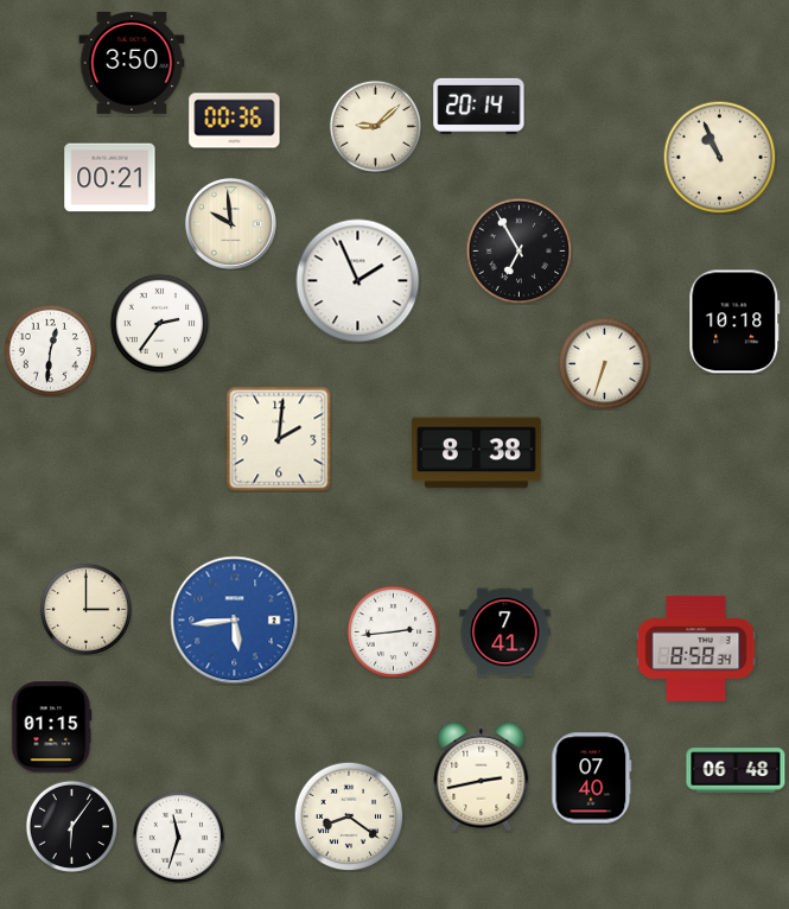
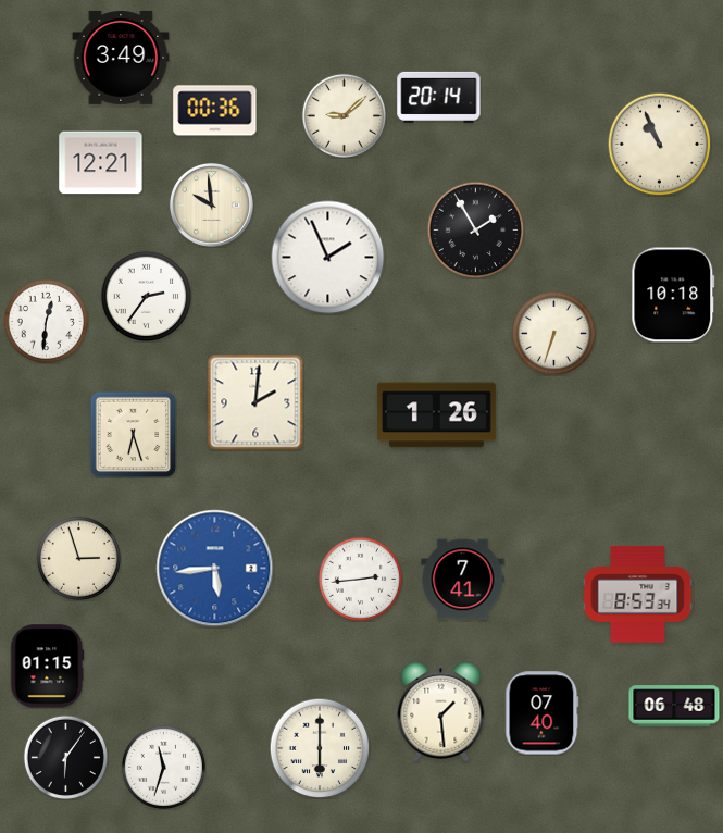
clock at (132, 64): 3:50 -> 3:49
clock at (110, 178): 00:21 -> 12:21
clock at (518, 250): 6:55 -> 1:55
clock at (476, 453): 8:38 -> 1:26
clock at (133, 434): none -> 6:27
clock at (85, 609): 3:00 -> 2:57
clock at (696, 648): 8:58 -> 8:53
clock at (482, 776): 2:43 -> 1:29
clock at (349, 816): 8:21 -> 6:00
